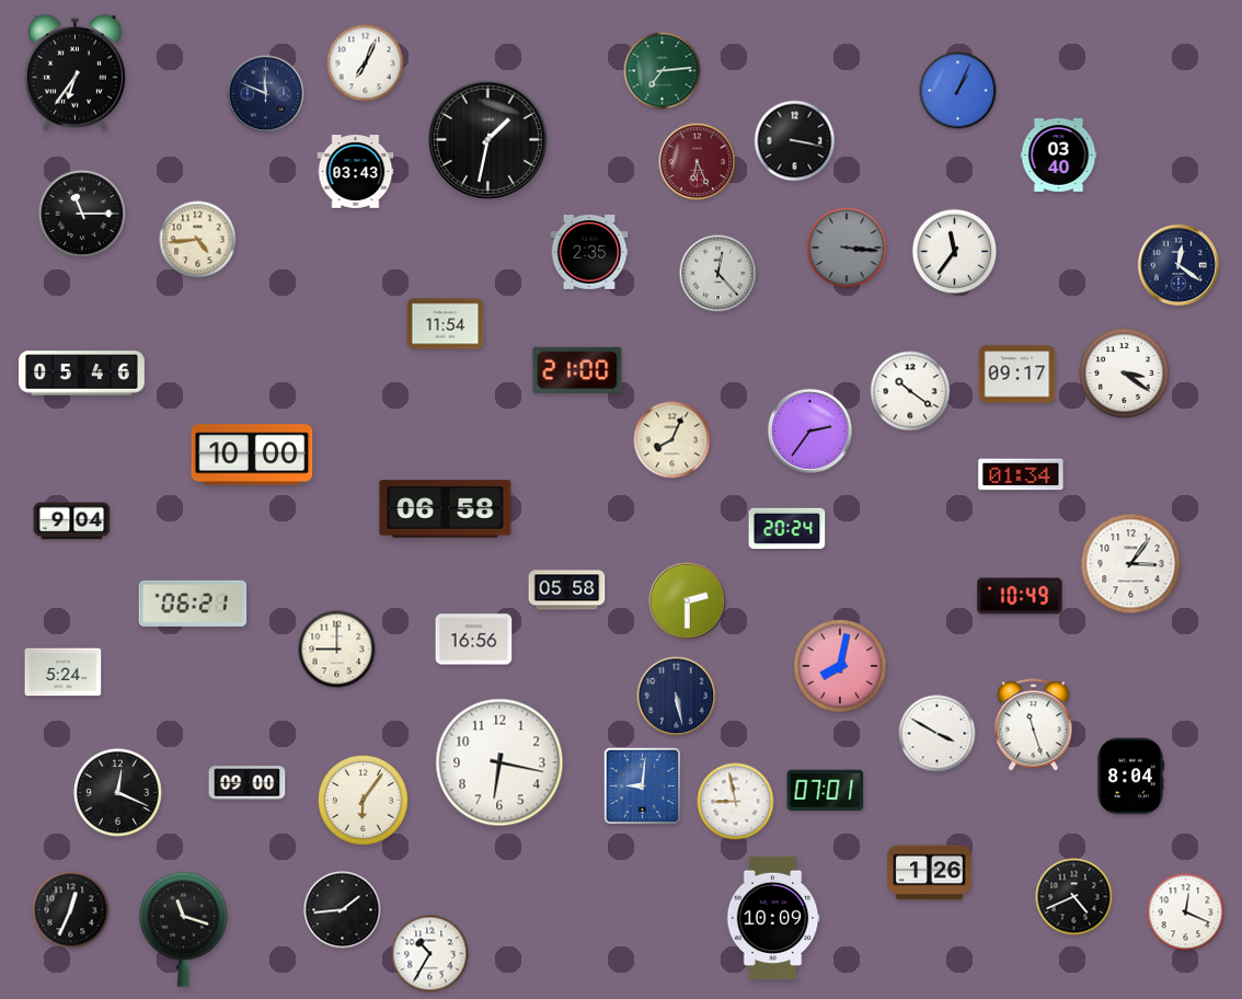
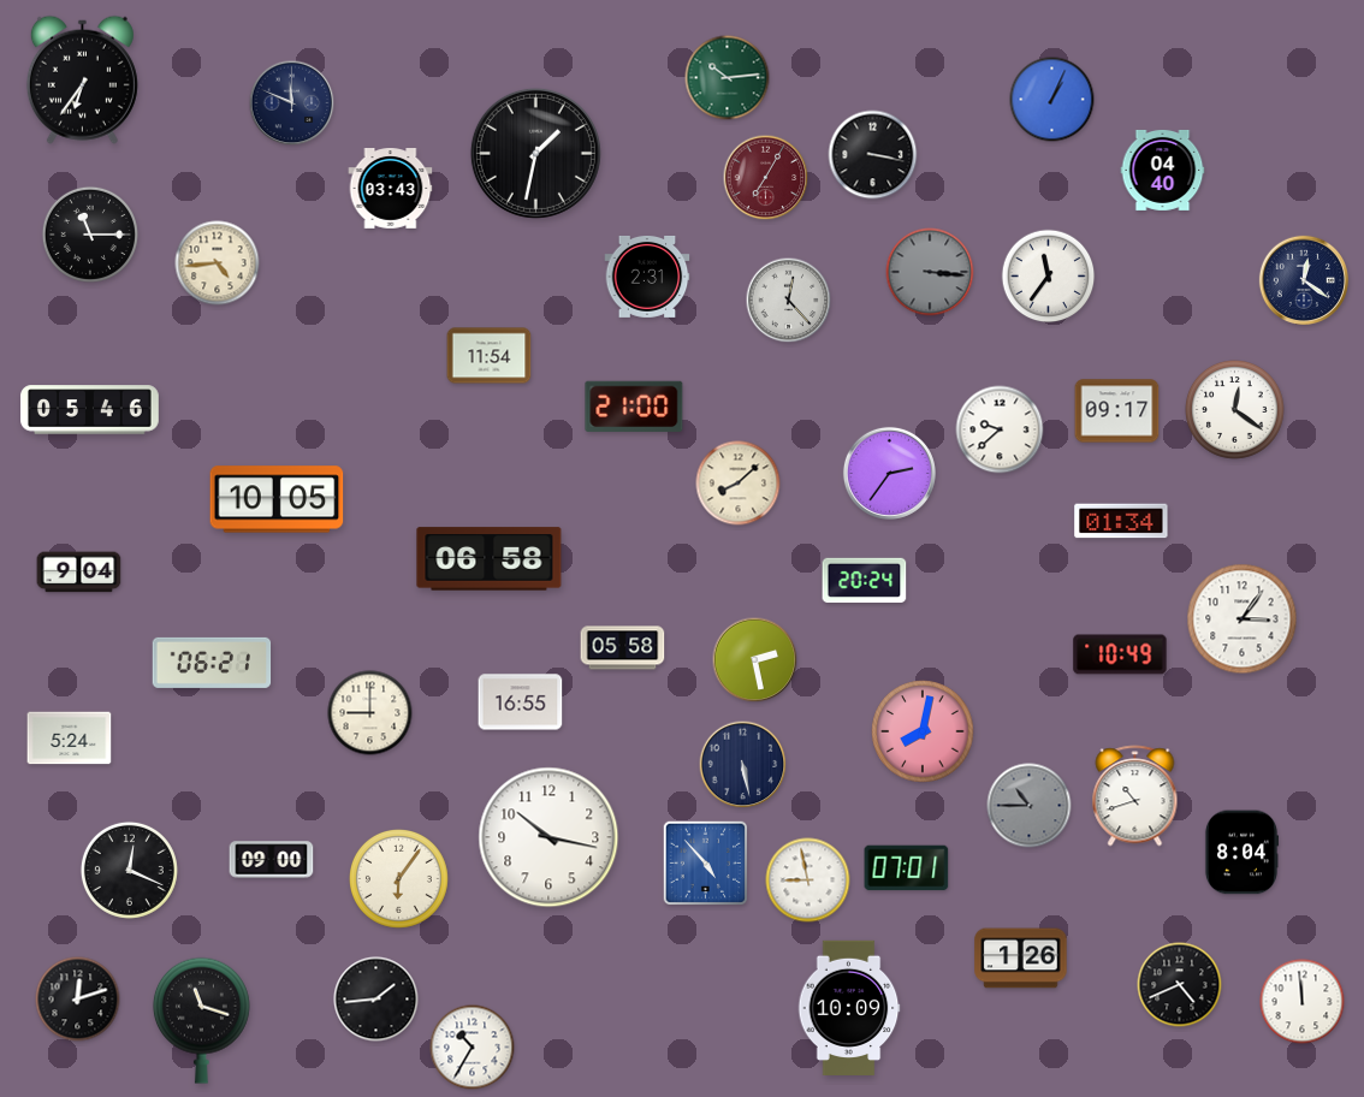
clock at (366, 64): 7:04 -> none
clock at (663, 71): 7:14 -> 10:14
clock at (1059, 154): 03:40 -> 04:40
clock at (698, 162): 6:26 -> 7:05
clock at (589, 252): 2:35 -> 2:31
clock at (1177, 264) position: (1177, 264) -> (1303, 279)
clock at (1125, 374): 3:21 -> 12:21
clock at (910, 391): 10:21 -> 9:38
clock at (672, 440): 8:04 -> 8:08
clock at (252, 455): 10:00 -> 10:05
clock at (688, 601): 2:30 -> 2:28
clock at (474, 640): 16:56 -> 16:55
clock at (1034, 725): 11:27 -> 10:42
clock at (938, 734): 3:50 -> 10:45
clock at (938, 734) dial: white -> grey
clock at (499, 762): 6:17 -> 10:17
clock at (642, 785): 9:01 -> 4:53
clock at (71, 910): 12:34 -> 12:12
clock at (1186, 912): 12:19 -> 11:59
